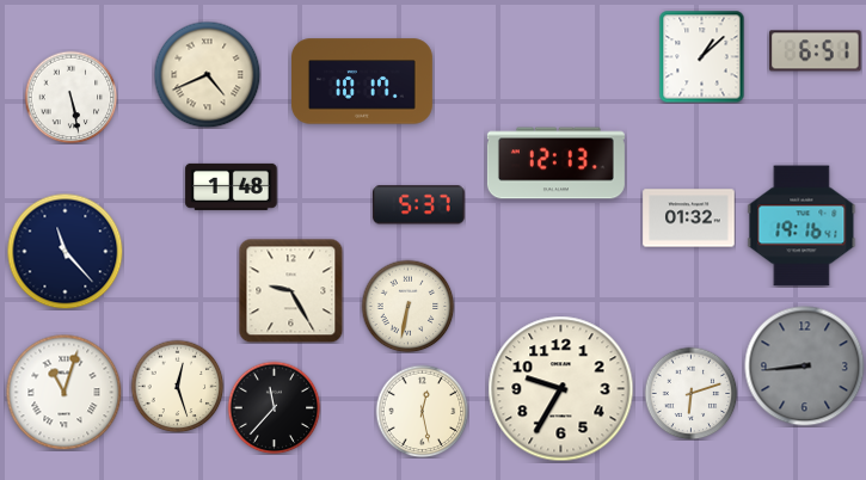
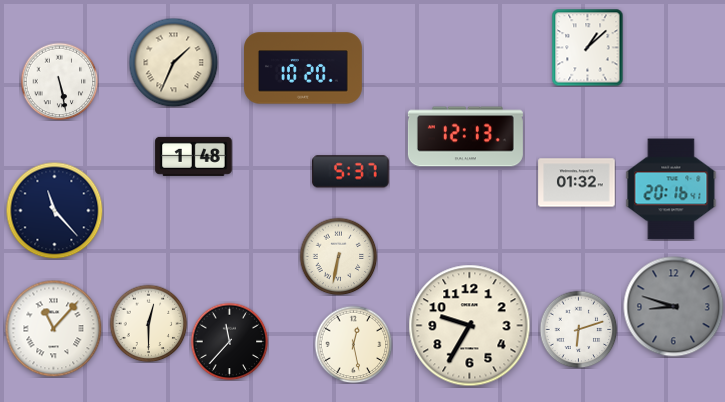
clock at (816, 51): 6:51 -> none
clock at (207, 74): 4:41 -> 1:34
clock at (363, 81): 10:17 -> 10:20
clock at (801, 226): 19:16 -> 20:16
clock at (290, 290): 9:25 -> none
clock at (407, 306) position: (407, 306) -> (338, 256)
clock at (805, 367): 8:44 -> 8:48
clock at (177, 386): 12:27 -> 12:30
clock at (63, 392): 11:03 -> 11:07
